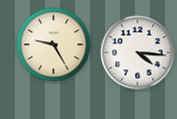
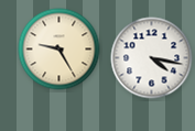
clock at (138, 53): 4:16 -> 4:17
